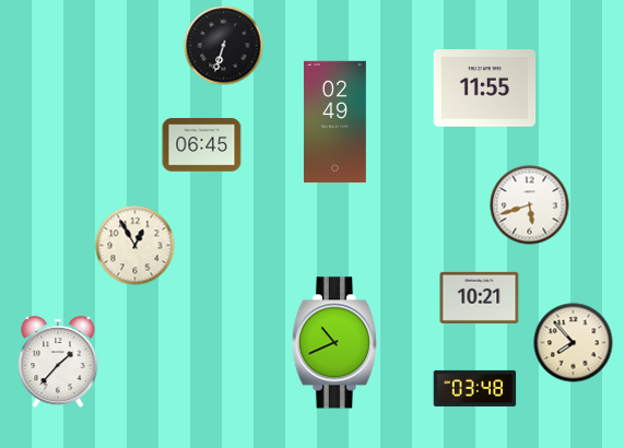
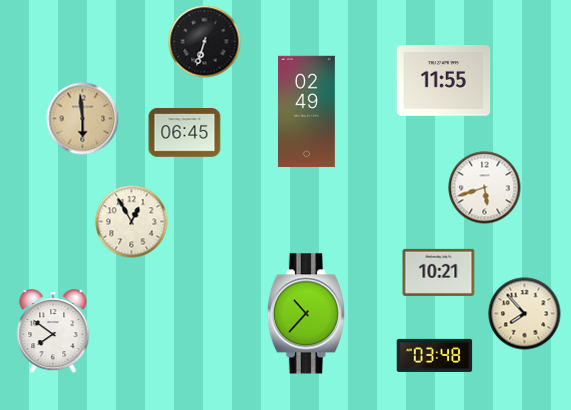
clock at (83, 119): none -> 5:59
clock at (136, 246) position: (136, 246) -> (132, 222)
clock at (334, 343): 10:41 -> 10:37
clock at (58, 363): 1:37 -> 7:51
